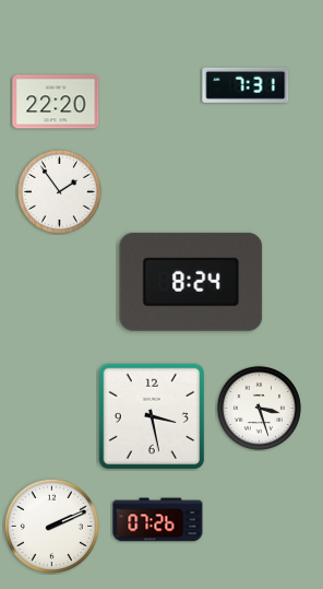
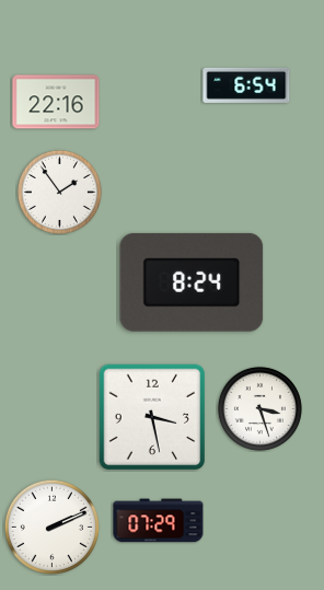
clock at (246, 85): 7:31 -> 6:54
clock at (56, 102): 22:20 -> 22:16
clock at (158, 520): 07:26 -> 07:29
